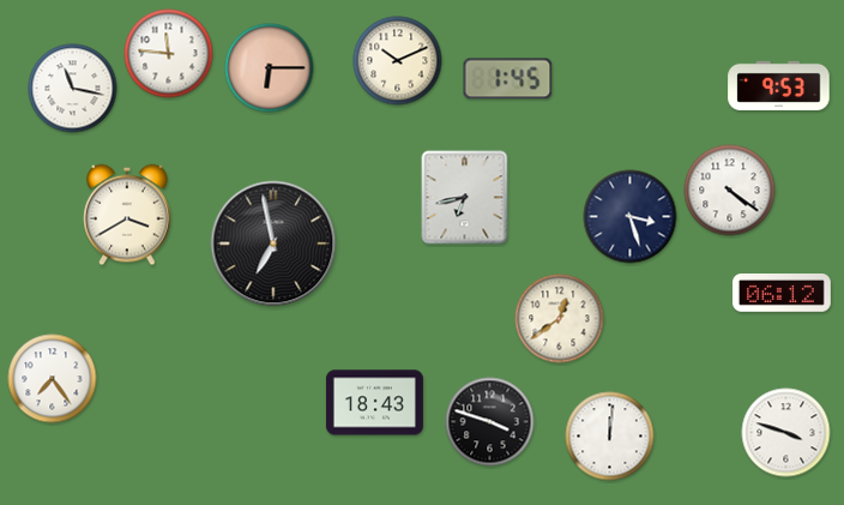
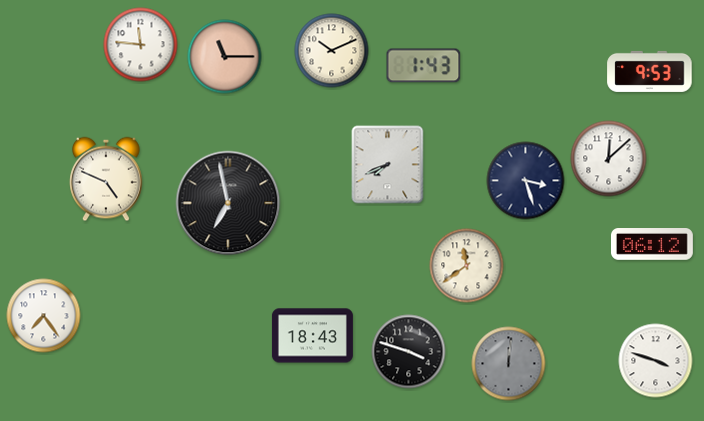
clock at (270, 68): 6:15 -> 11:15
clock at (508, 79): 1:45 -> 1:43
clock at (73, 89): 11:17 -> none
clock at (730, 191): 4:21 -> 12:08
clock at (465, 198): 6:43 -> 7:41
clock at (127, 215): 3:40 -> 4:49
clock at (560, 319): 12:39 -> 11:39
clock at (610, 437) dial: white -> grey
